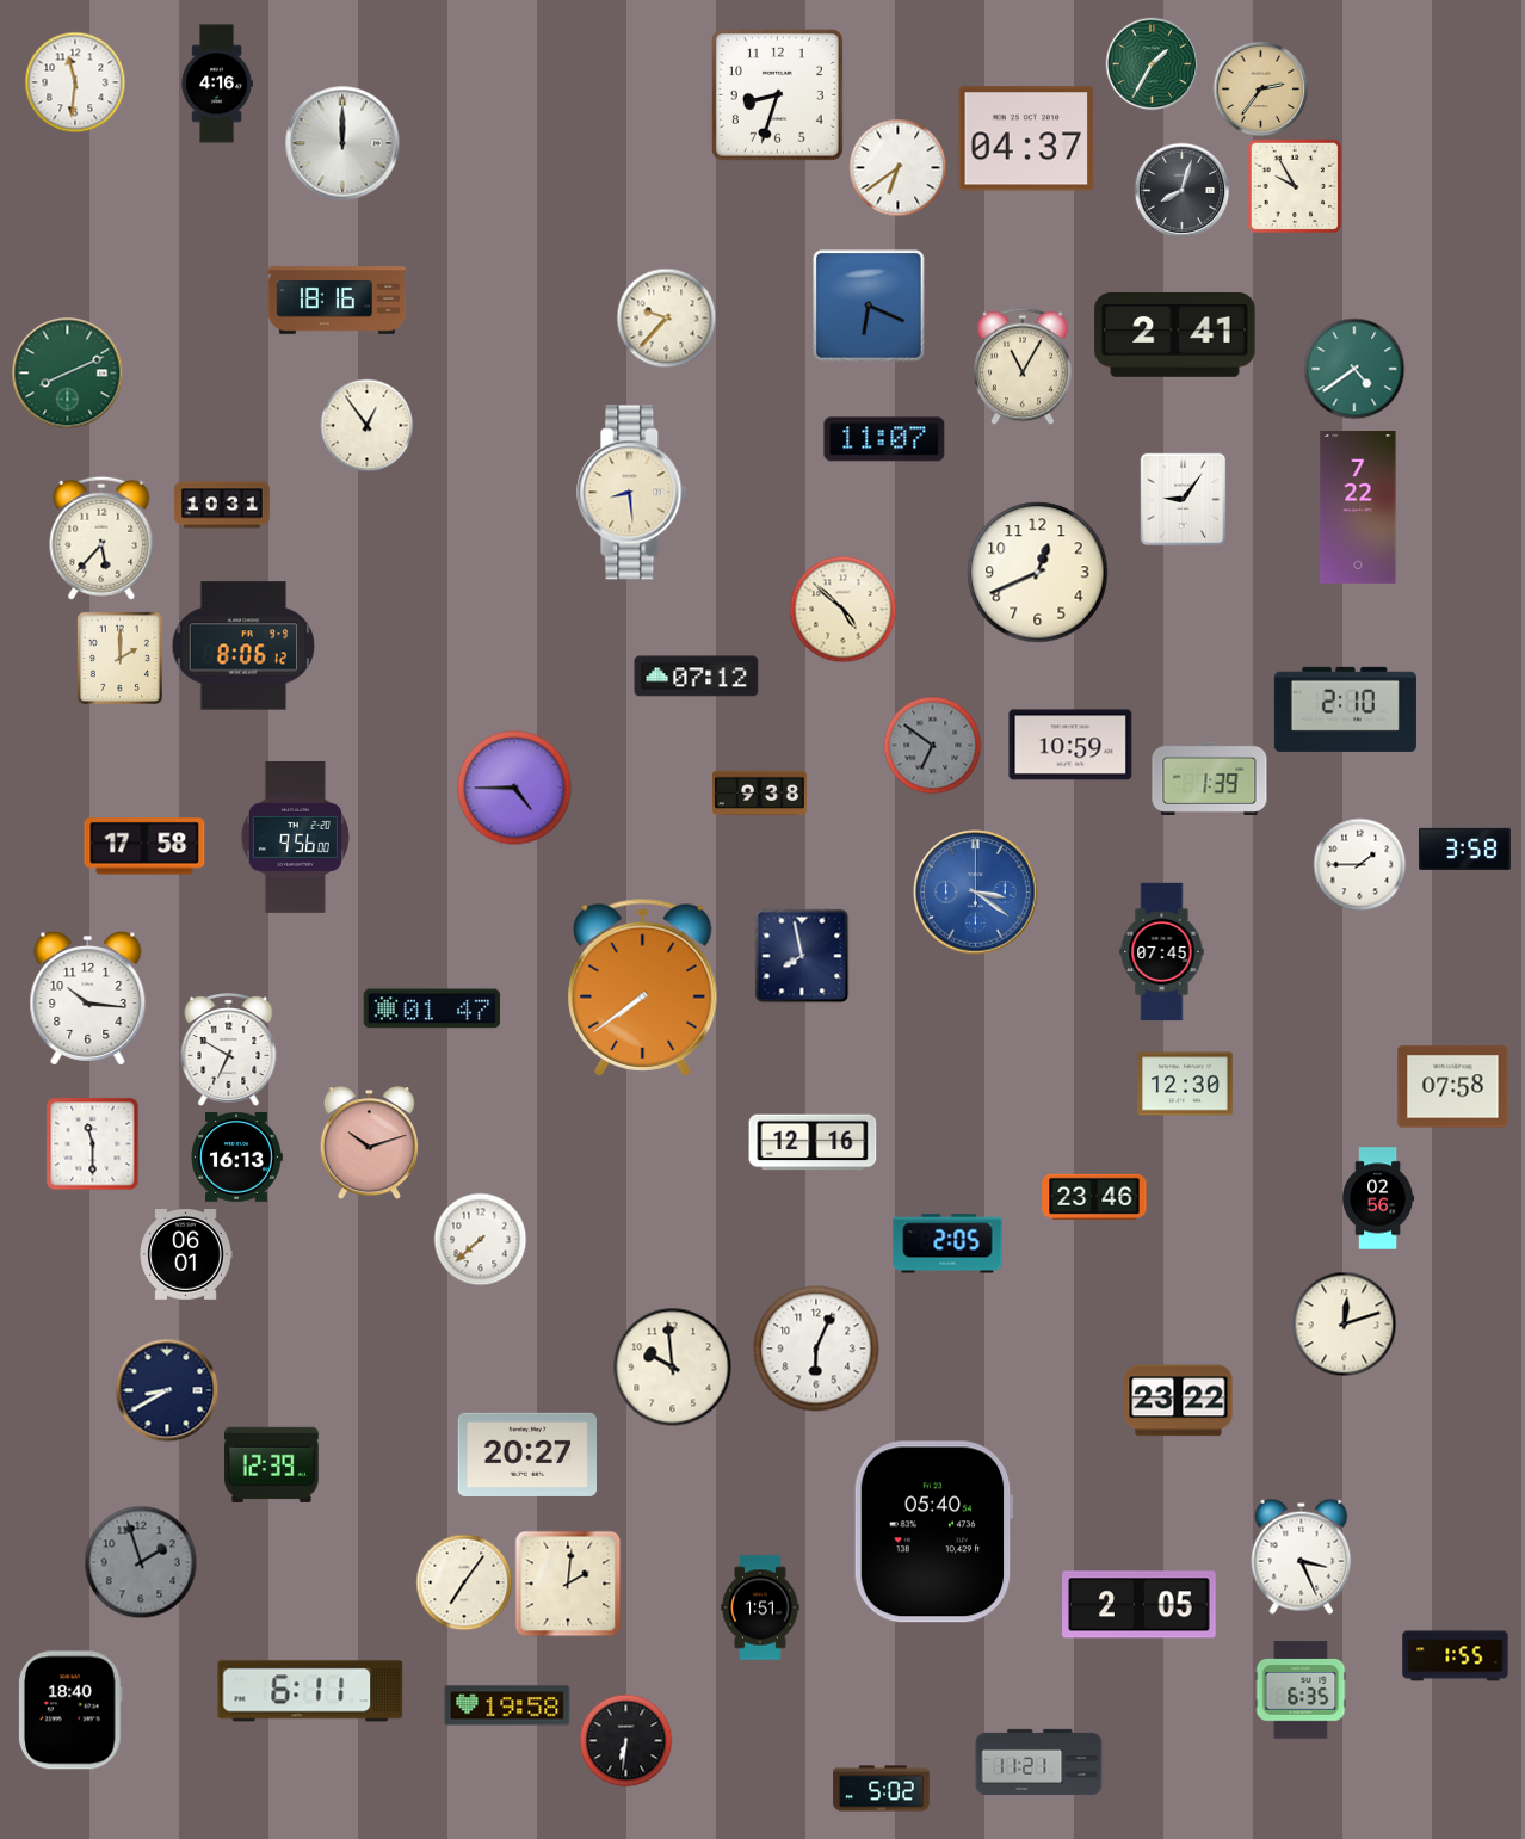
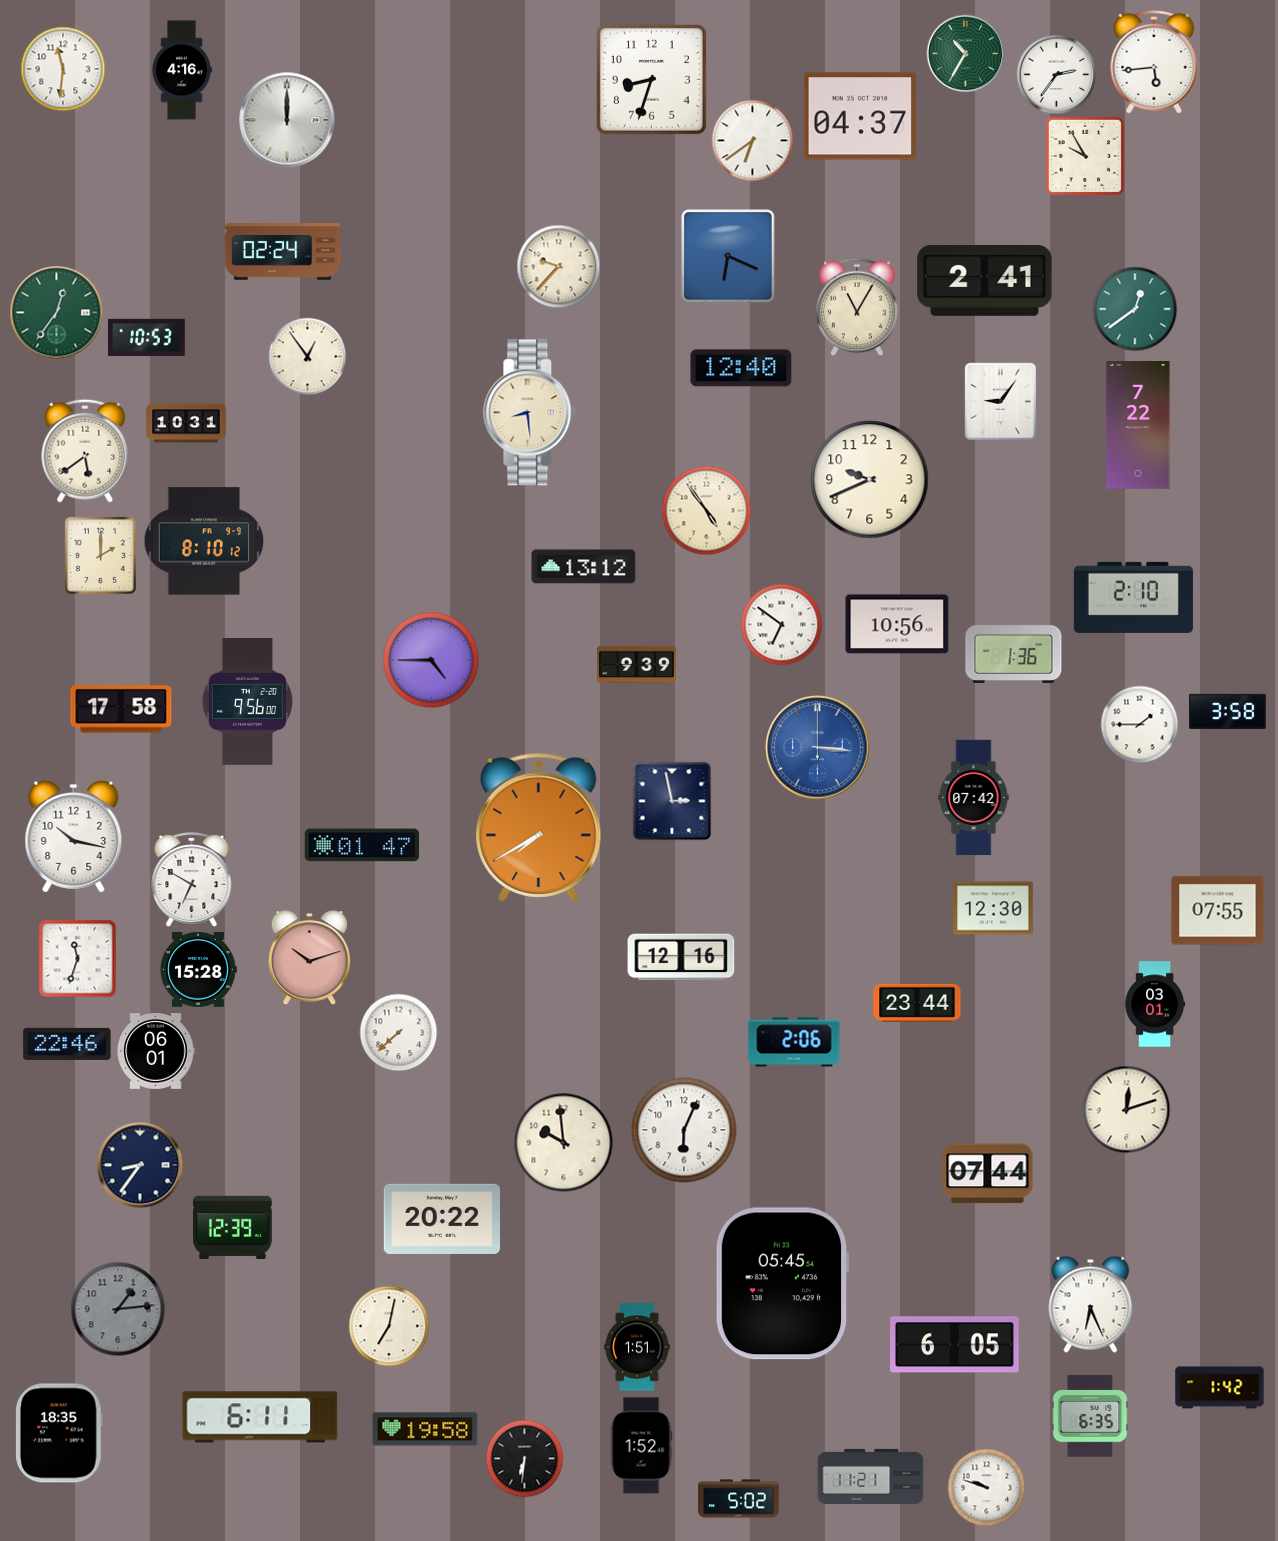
clock at (1152, 63): 1:35 -> 10:35
clock at (1154, 62): none -> 5:44
clock at (1260, 88) dial: champagne -> white
clock at (1181, 190): 8:03 -> none
clock at (338, 301): 18:16 -> 02:24
clock at (1354, 369): 4:39 -> 12:39
clock at (67, 372): 8:11 -> 12:36
clock at (146, 337): none -> 10:53
clock at (884, 439): 11:07 -> 12:40
clock at (1184, 499) position: (1184, 499) -> (1001, 401)
clock at (101, 538): 5:37 -> 5:39
clock at (1038, 573): 12:41 -> 9:41
clock at (842, 609): 4:52 -> 4:54
clock at (243, 646): 8:06 -> 8:10
clock at (119, 658) position: (119, 658) -> (100, 555)
clock at (697, 677): 07:12 -> 13:12
clock at (1345, 709) position: (1345, 709) -> (1133, 597)
clock at (932, 745) dial: grey -> white
clock at (1070, 745): 10:59 -> 10:56
clock at (1210, 778): 1:39 -> 1:36
clock at (760, 794): 9:38 -> 9:39
clock at (976, 893): 3:21 -> 3:16
clock at (1162, 952): 07:45 -> 07:42
clock at (802, 956): 7:58 -> 2:58
clock at (643, 987): 7:39 -> 7:40
clock at (88, 998): 10:16 -> 10:17
clock at (1453, 1087): 07:58 -> 07:55
clock at (92, 1143): 11:30 -> 11:33
clock at (236, 1158): 16:13 -> 15:28
clock at (1094, 1197): 23:46 -> 23:44
clock at (1378, 1198): 02:56 -> 03:01
clock at (480, 1239) position: (480, 1239) -> (398, 1032)
clock at (947, 1244): 2:05 -> 2:06
clock at (67, 1044): none -> 22:46
clock at (673, 1368) position: (673, 1368) -> (564, 1143)
clock at (167, 1390): 8:40 -> 8:36
clock at (1179, 1401): 23:22 -> 07:44
clock at (526, 1455): 20:27 -> 20:22
clock at (272, 1464) position: (272, 1464) -> (233, 1227)
clock at (933, 1532): 05:40 -> 05:45
clock at (1302, 1556): 3:26 -> 6:26
clock at (141, 1562): 1:57 -> 1:14
clock at (464, 1582): 7:06 -> 7:02
clock at (568, 1584): 2:01 -> none
clock at (1140, 1605): 2:05 -> 6:05
clock at (1456, 1656): 1:55 -> 1:42
clock at (72, 1710): 18:40 -> 18:35
clock at (641, 1446): none -> 1:52
clock at (986, 1487): none -> 9:48
